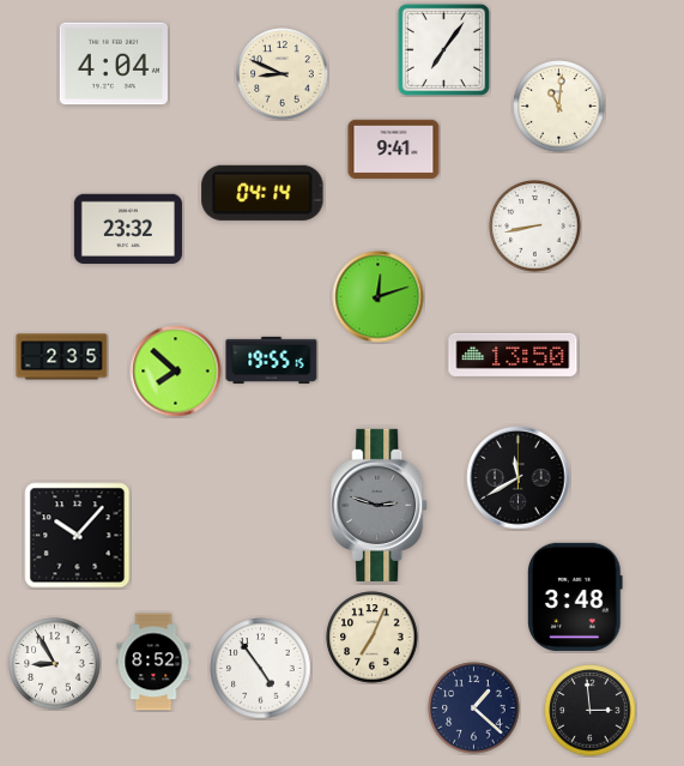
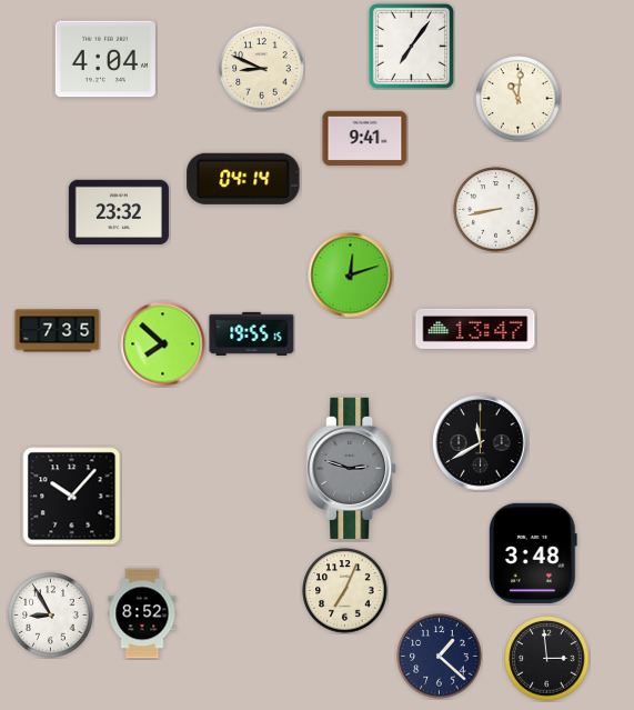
clock at (513, 355): 13:50 -> 13:47
clock at (62, 357): 2:35 -> 7:35
clock at (261, 669): 4:54 -> none
